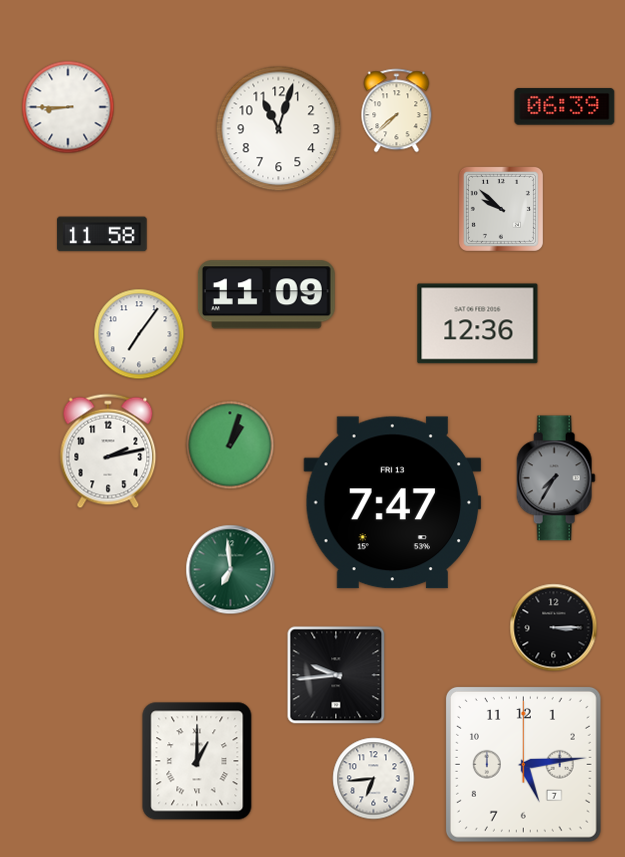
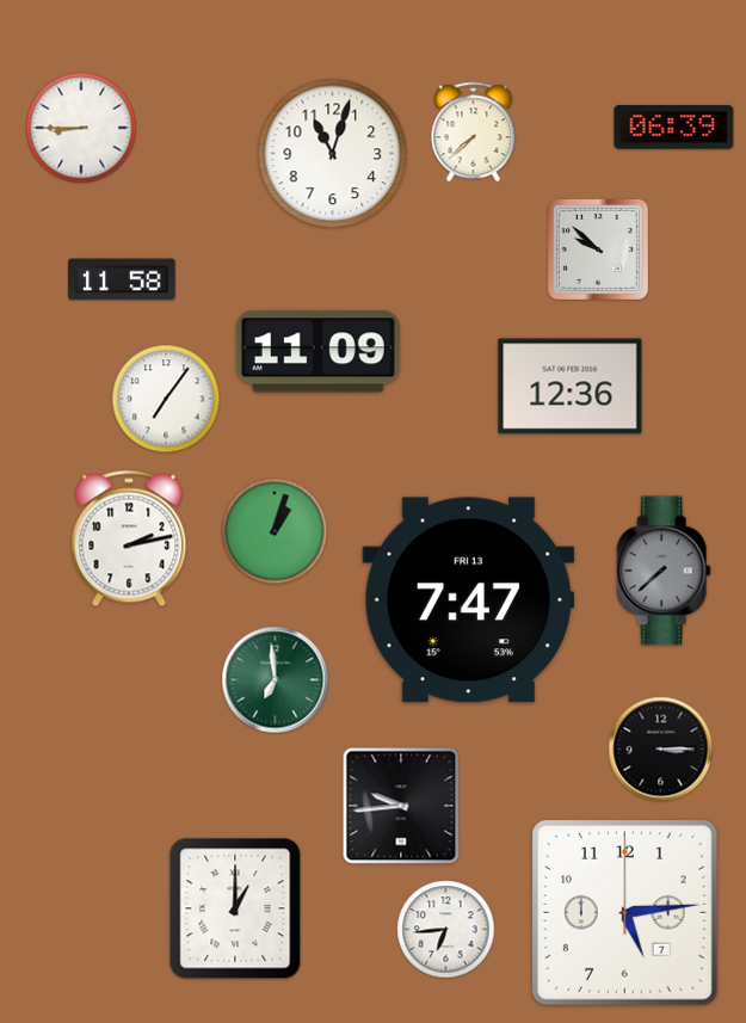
clock at (556, 478): 7:35 -> 7:38
